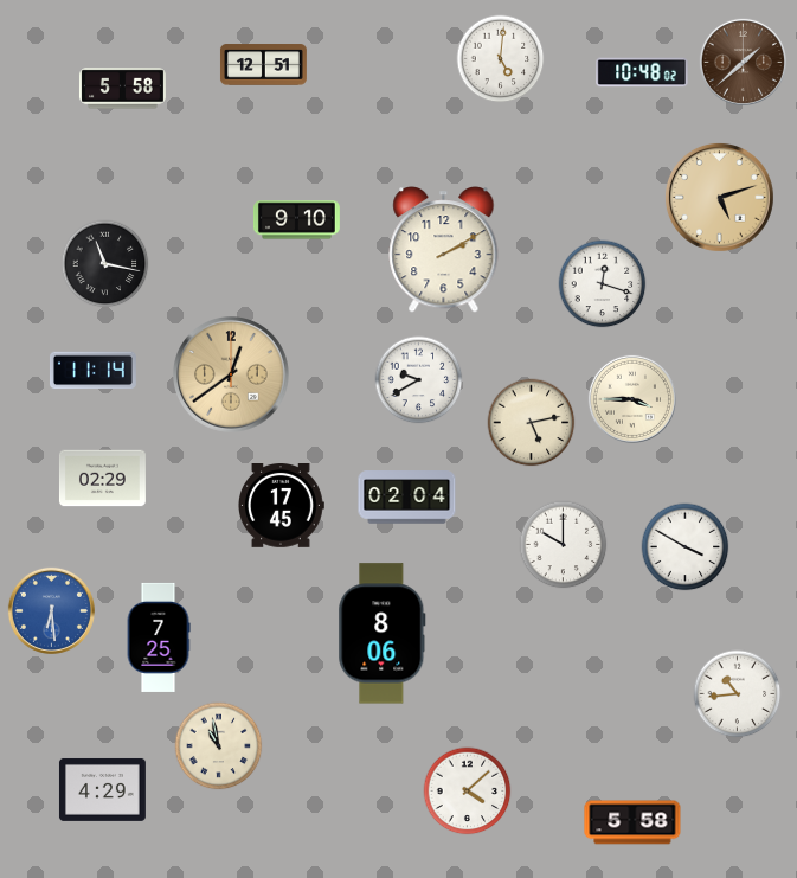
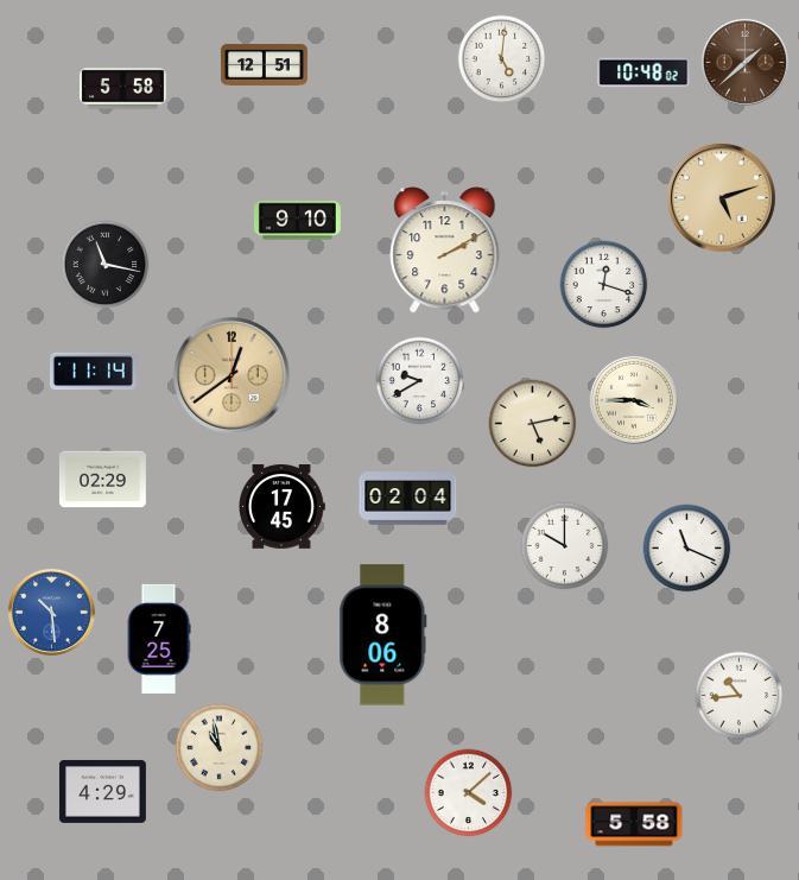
clock at (686, 547): 3:50 -> 11:19
clock at (51, 610): 6:29 -> 10:29
